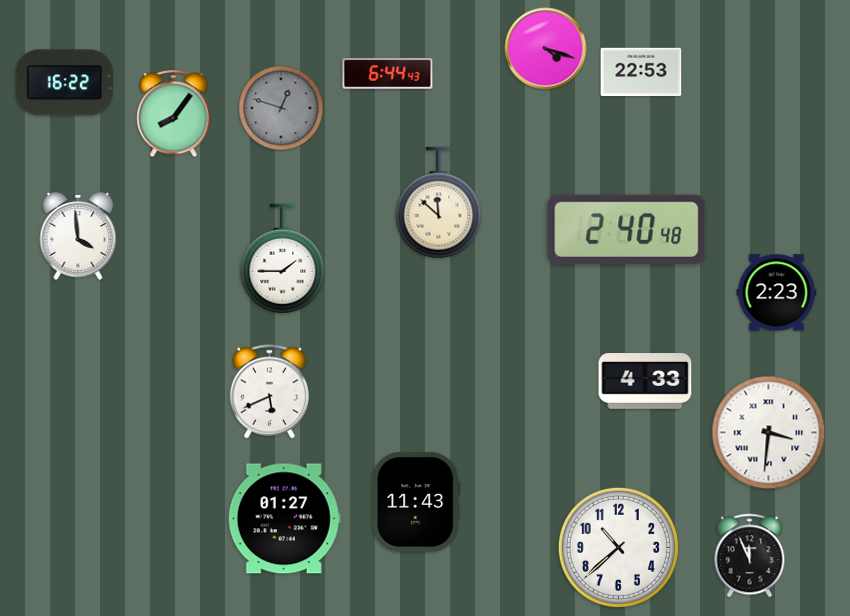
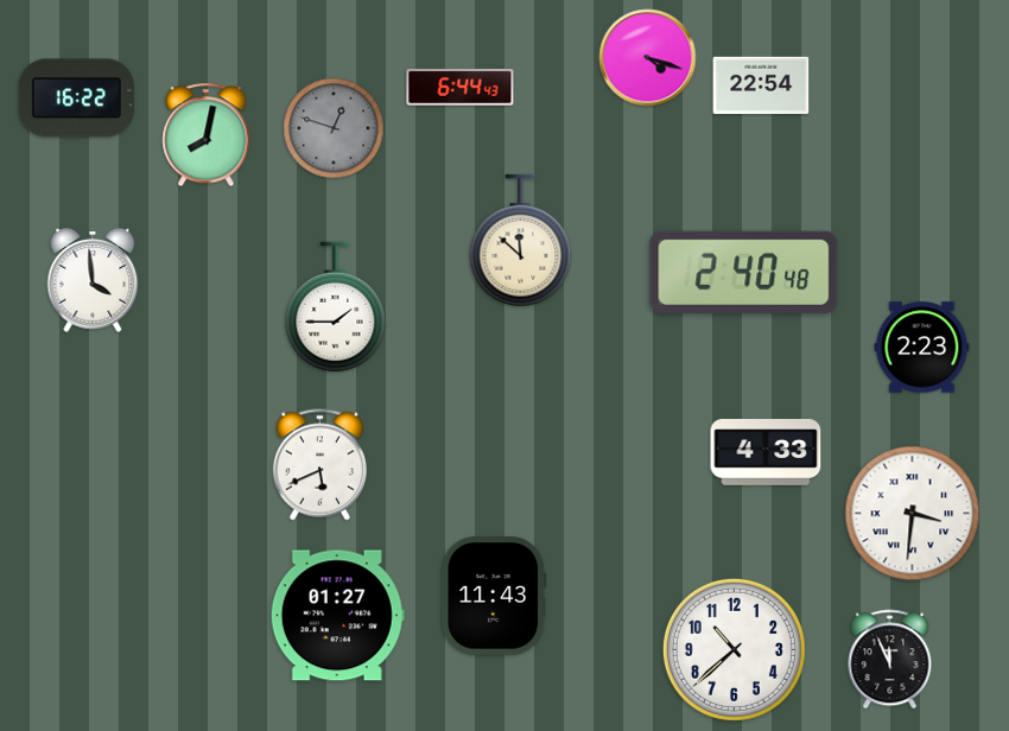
clock at (641, 72): 22:53 -> 22:54
clock at (174, 114): 8:06 -> 8:02
